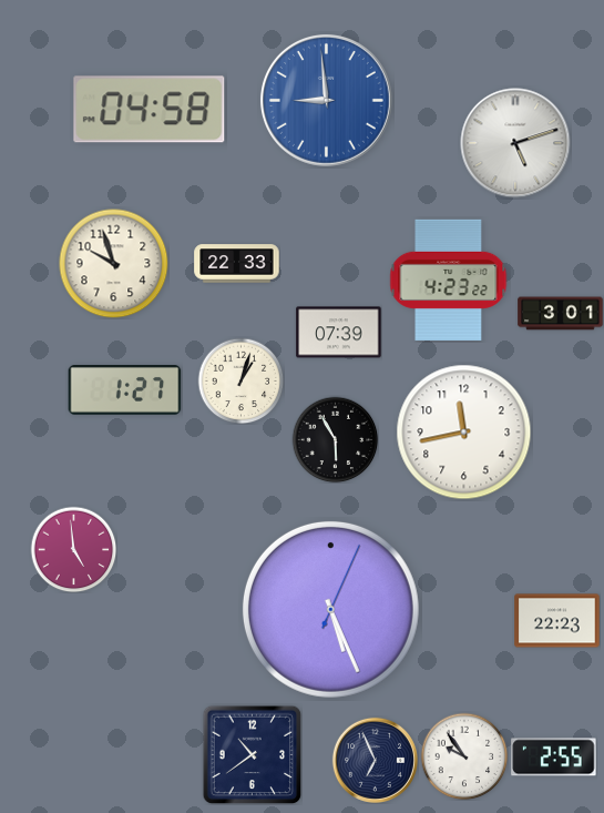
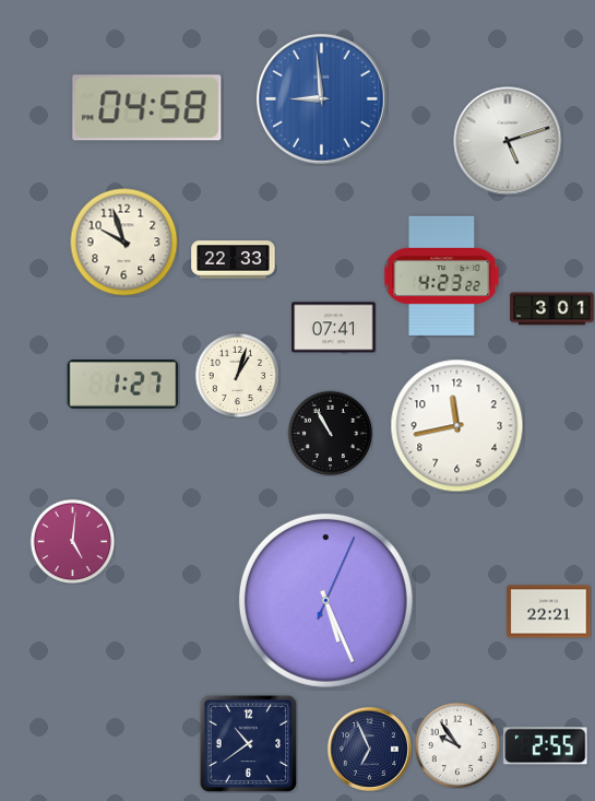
clock at (114, 264) position: (114, 264) -> (124, 243)
clock at (339, 333): 07:39 -> 07:41
clock at (335, 439): 5:55 -> 10:55
clock at (73, 549): 4:59 -> 5:01
clock at (557, 621): 22:23 -> 22:21
